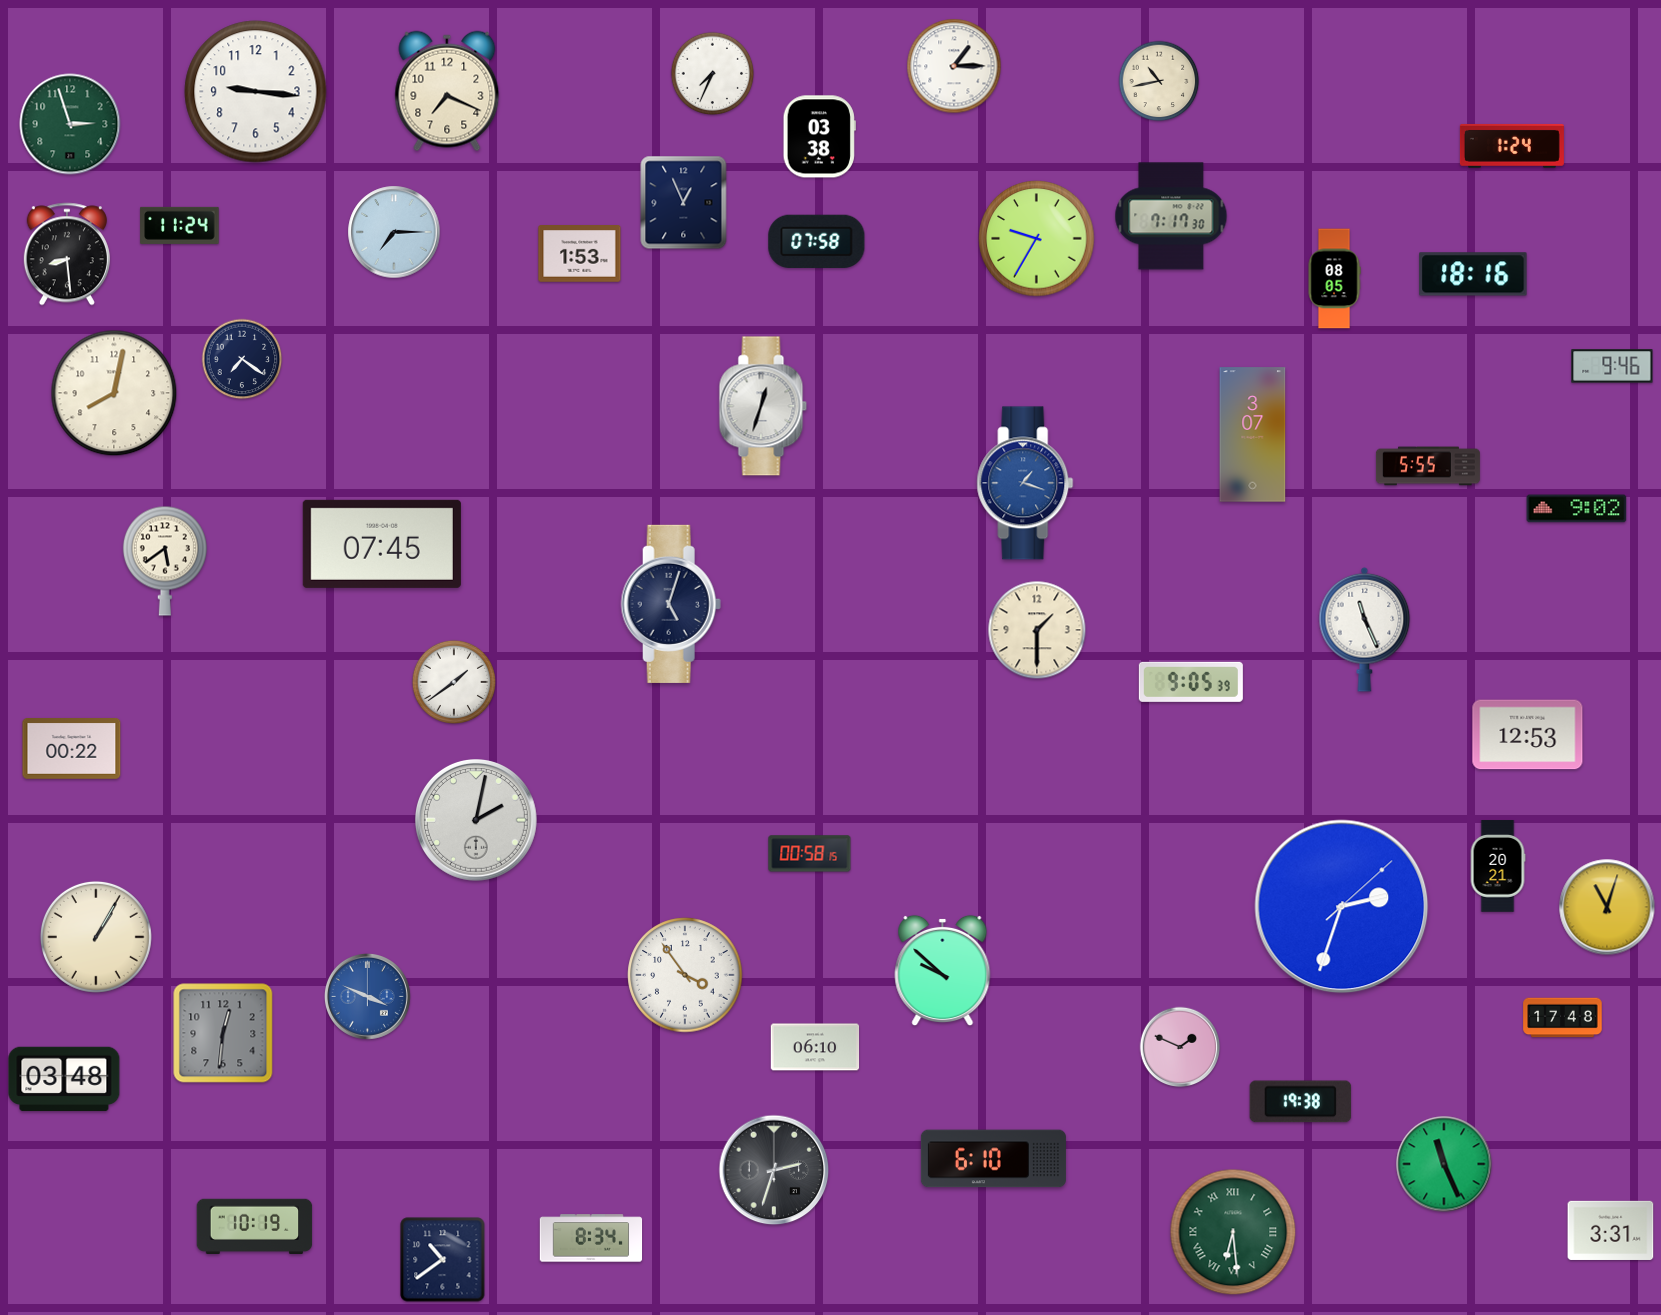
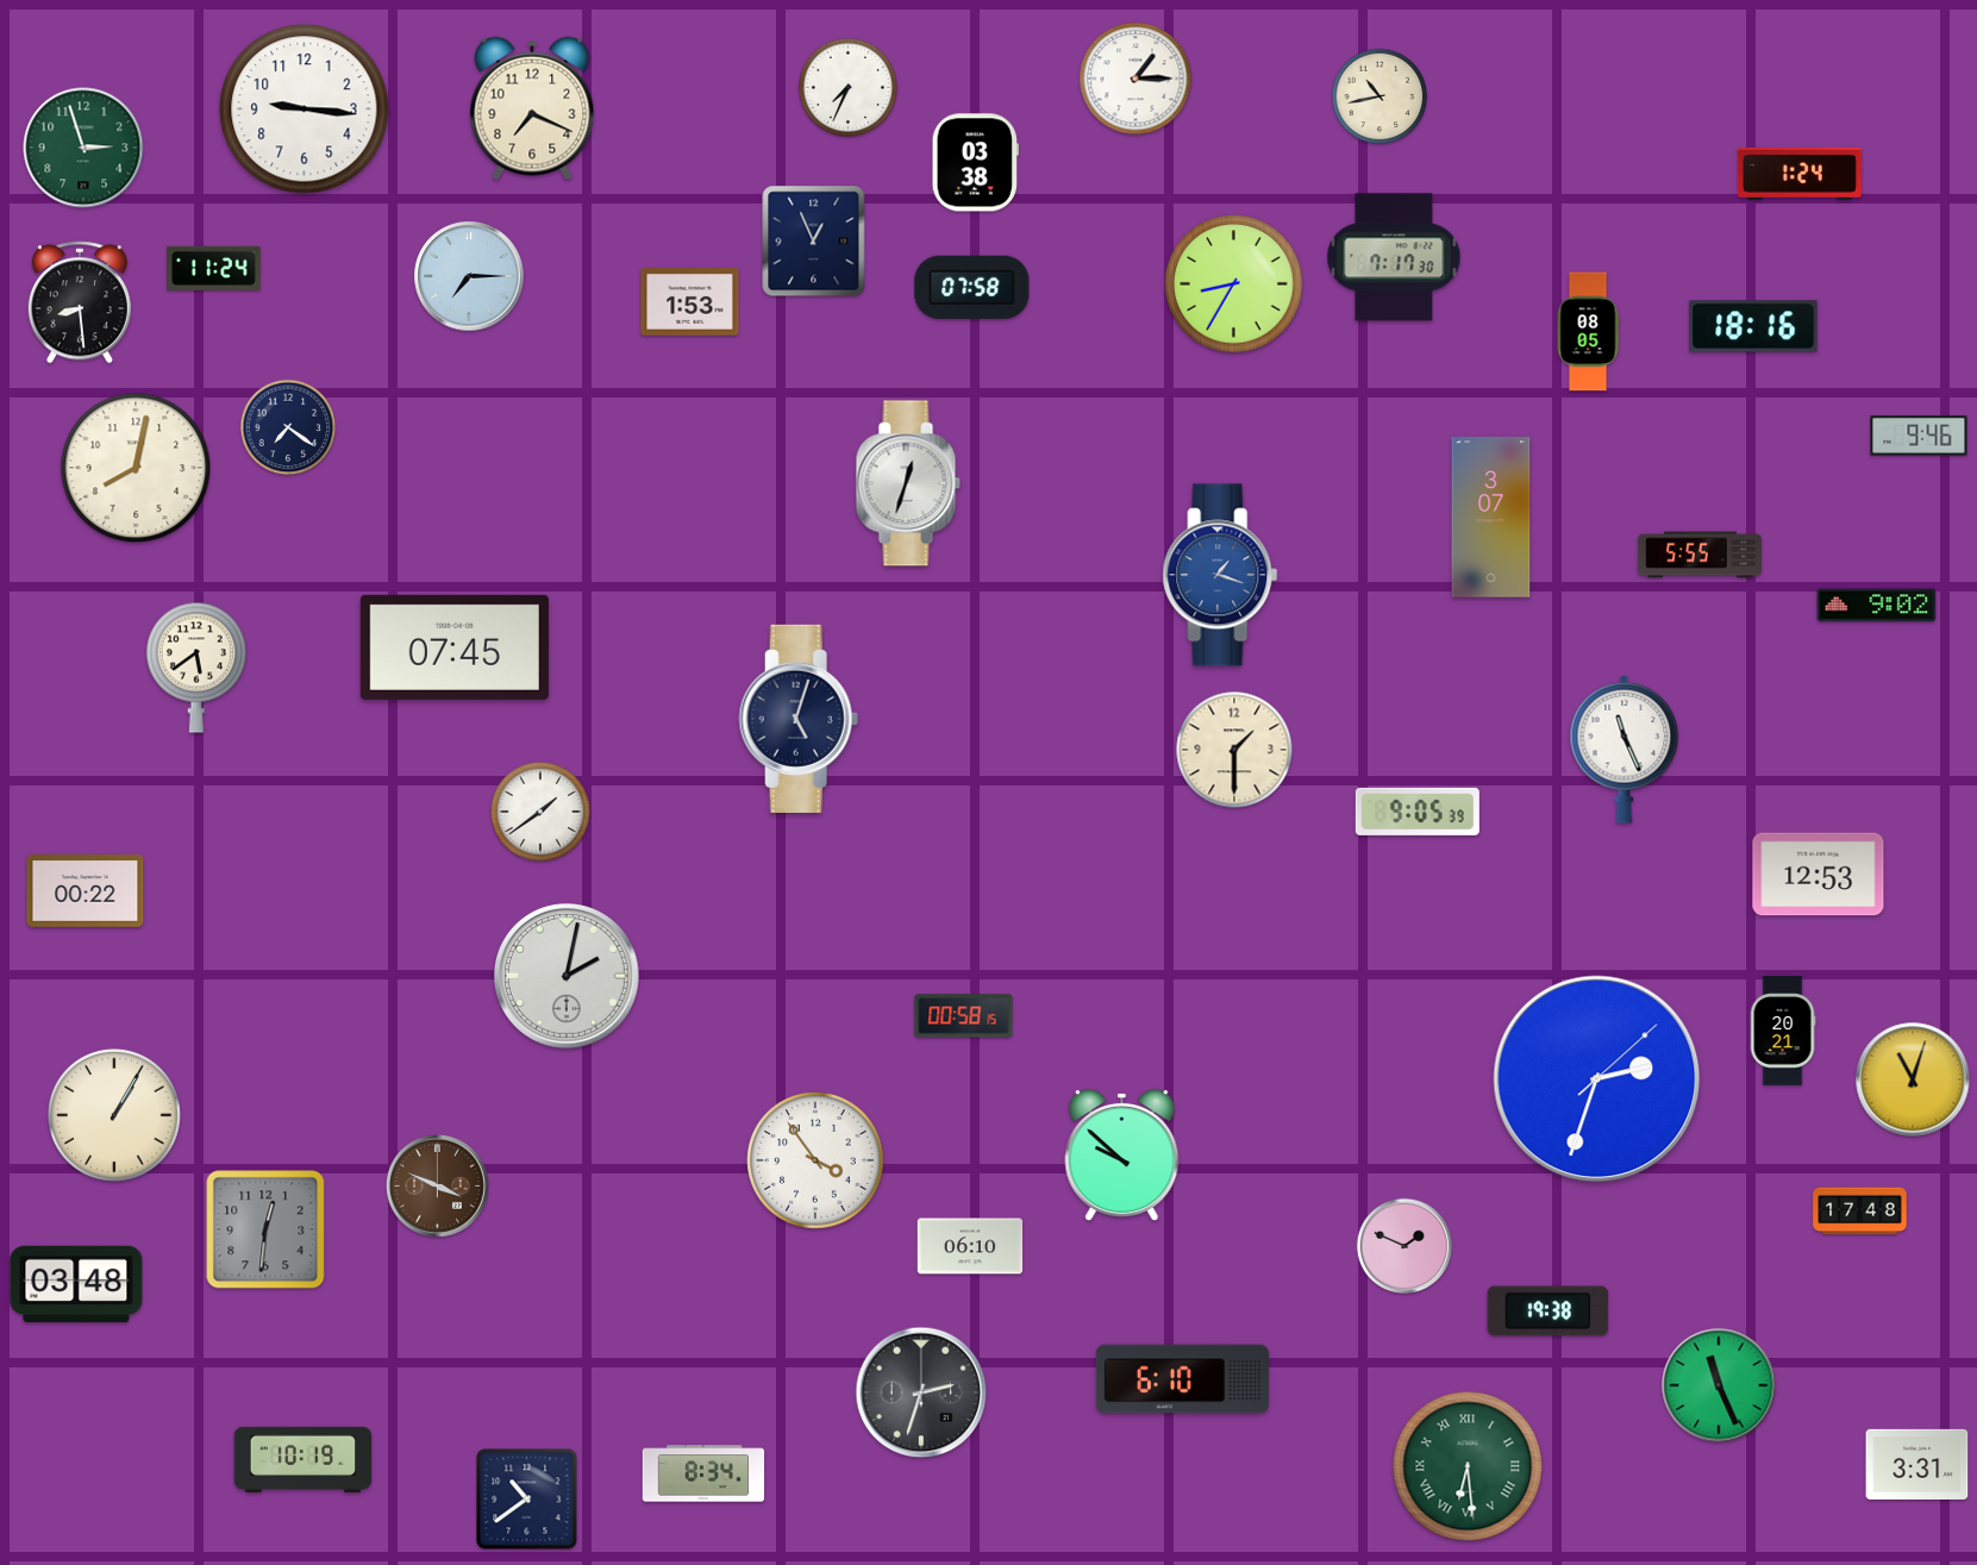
clock at (1037, 239): 9:35 -> 8:35
clock at (367, 996) dial: blue -> brown
